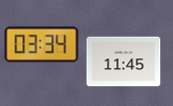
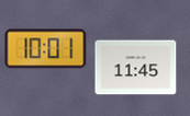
clock at (42, 45): 03:34 -> 10:01
